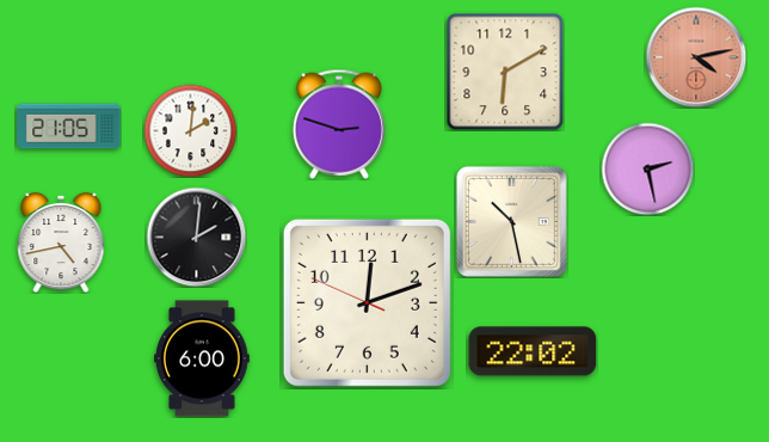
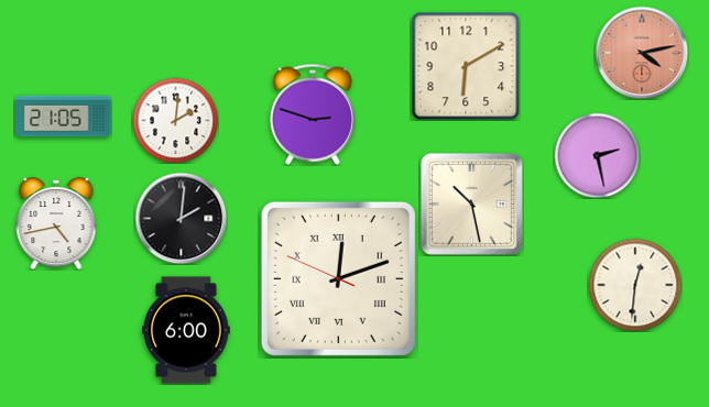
clock at (367, 302) numerals: Arabic -> Roman
clock at (635, 285): none -> 12:31
clock at (533, 351): 22:02 -> none
